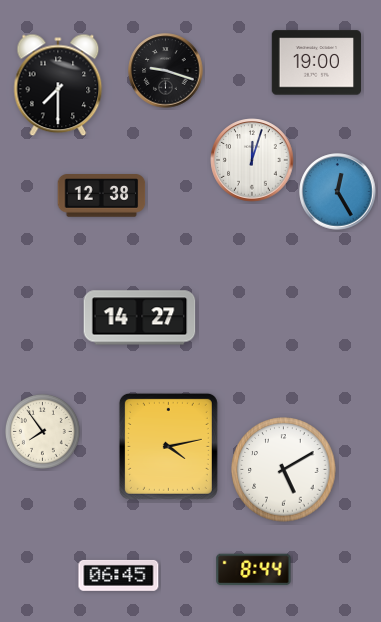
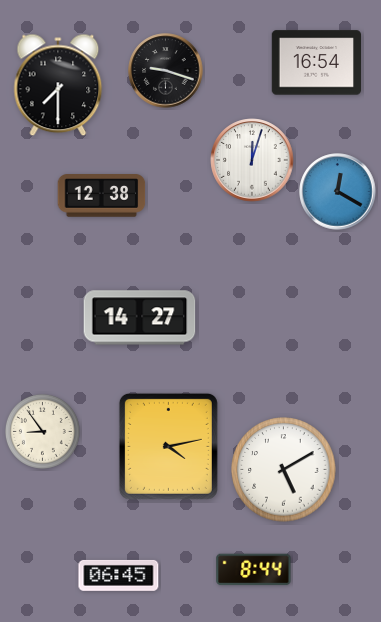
clock at (316, 63): 19:00 -> 16:54
clock at (338, 192): 12:25 -> 12:20
clock at (42, 431): 7:54 -> 8:54
